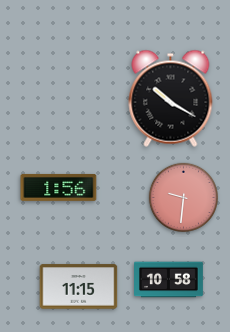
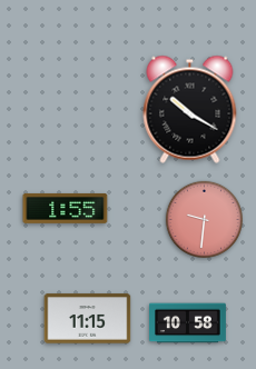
clock at (59, 188): 1:56 -> 1:55
clock at (169, 280) position: (169, 280) -> (188, 323)
